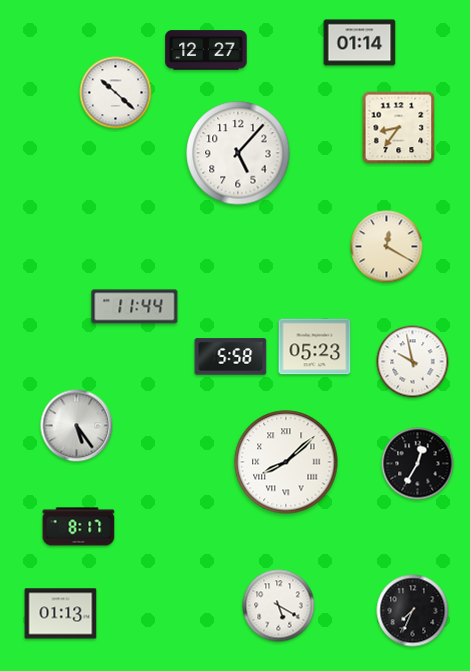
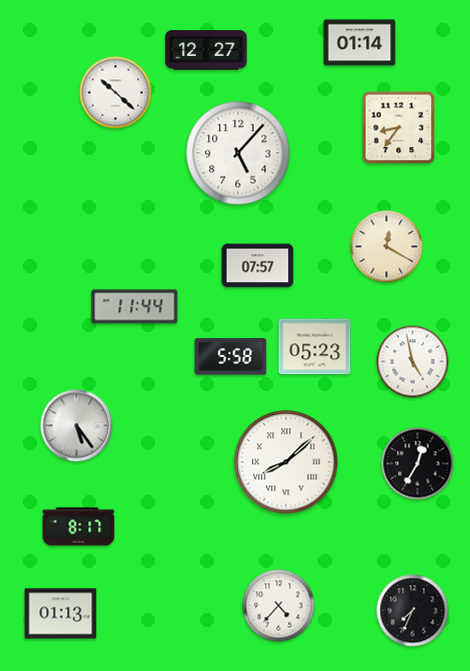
clock at (258, 266): none -> 07:57
clock at (413, 362): 9:58 -> 4:58
clock at (279, 606): 5:20 -> 4:37
